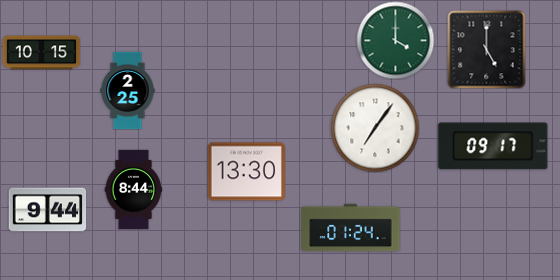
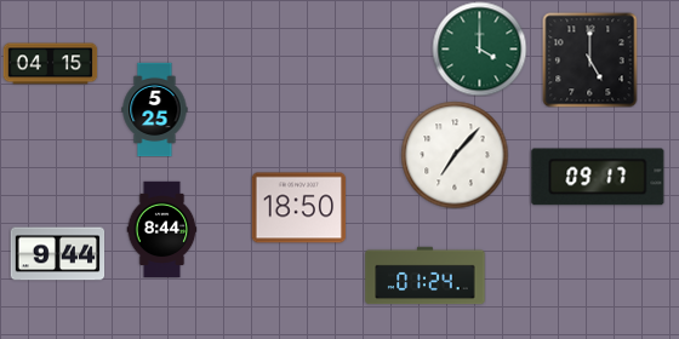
clock at (41, 53): 10:15 -> 04:15
clock at (128, 90): 2:25 -> 5:25
clock at (375, 128): 7:06 -> 7:07
clock at (246, 172): 13:30 -> 18:50
